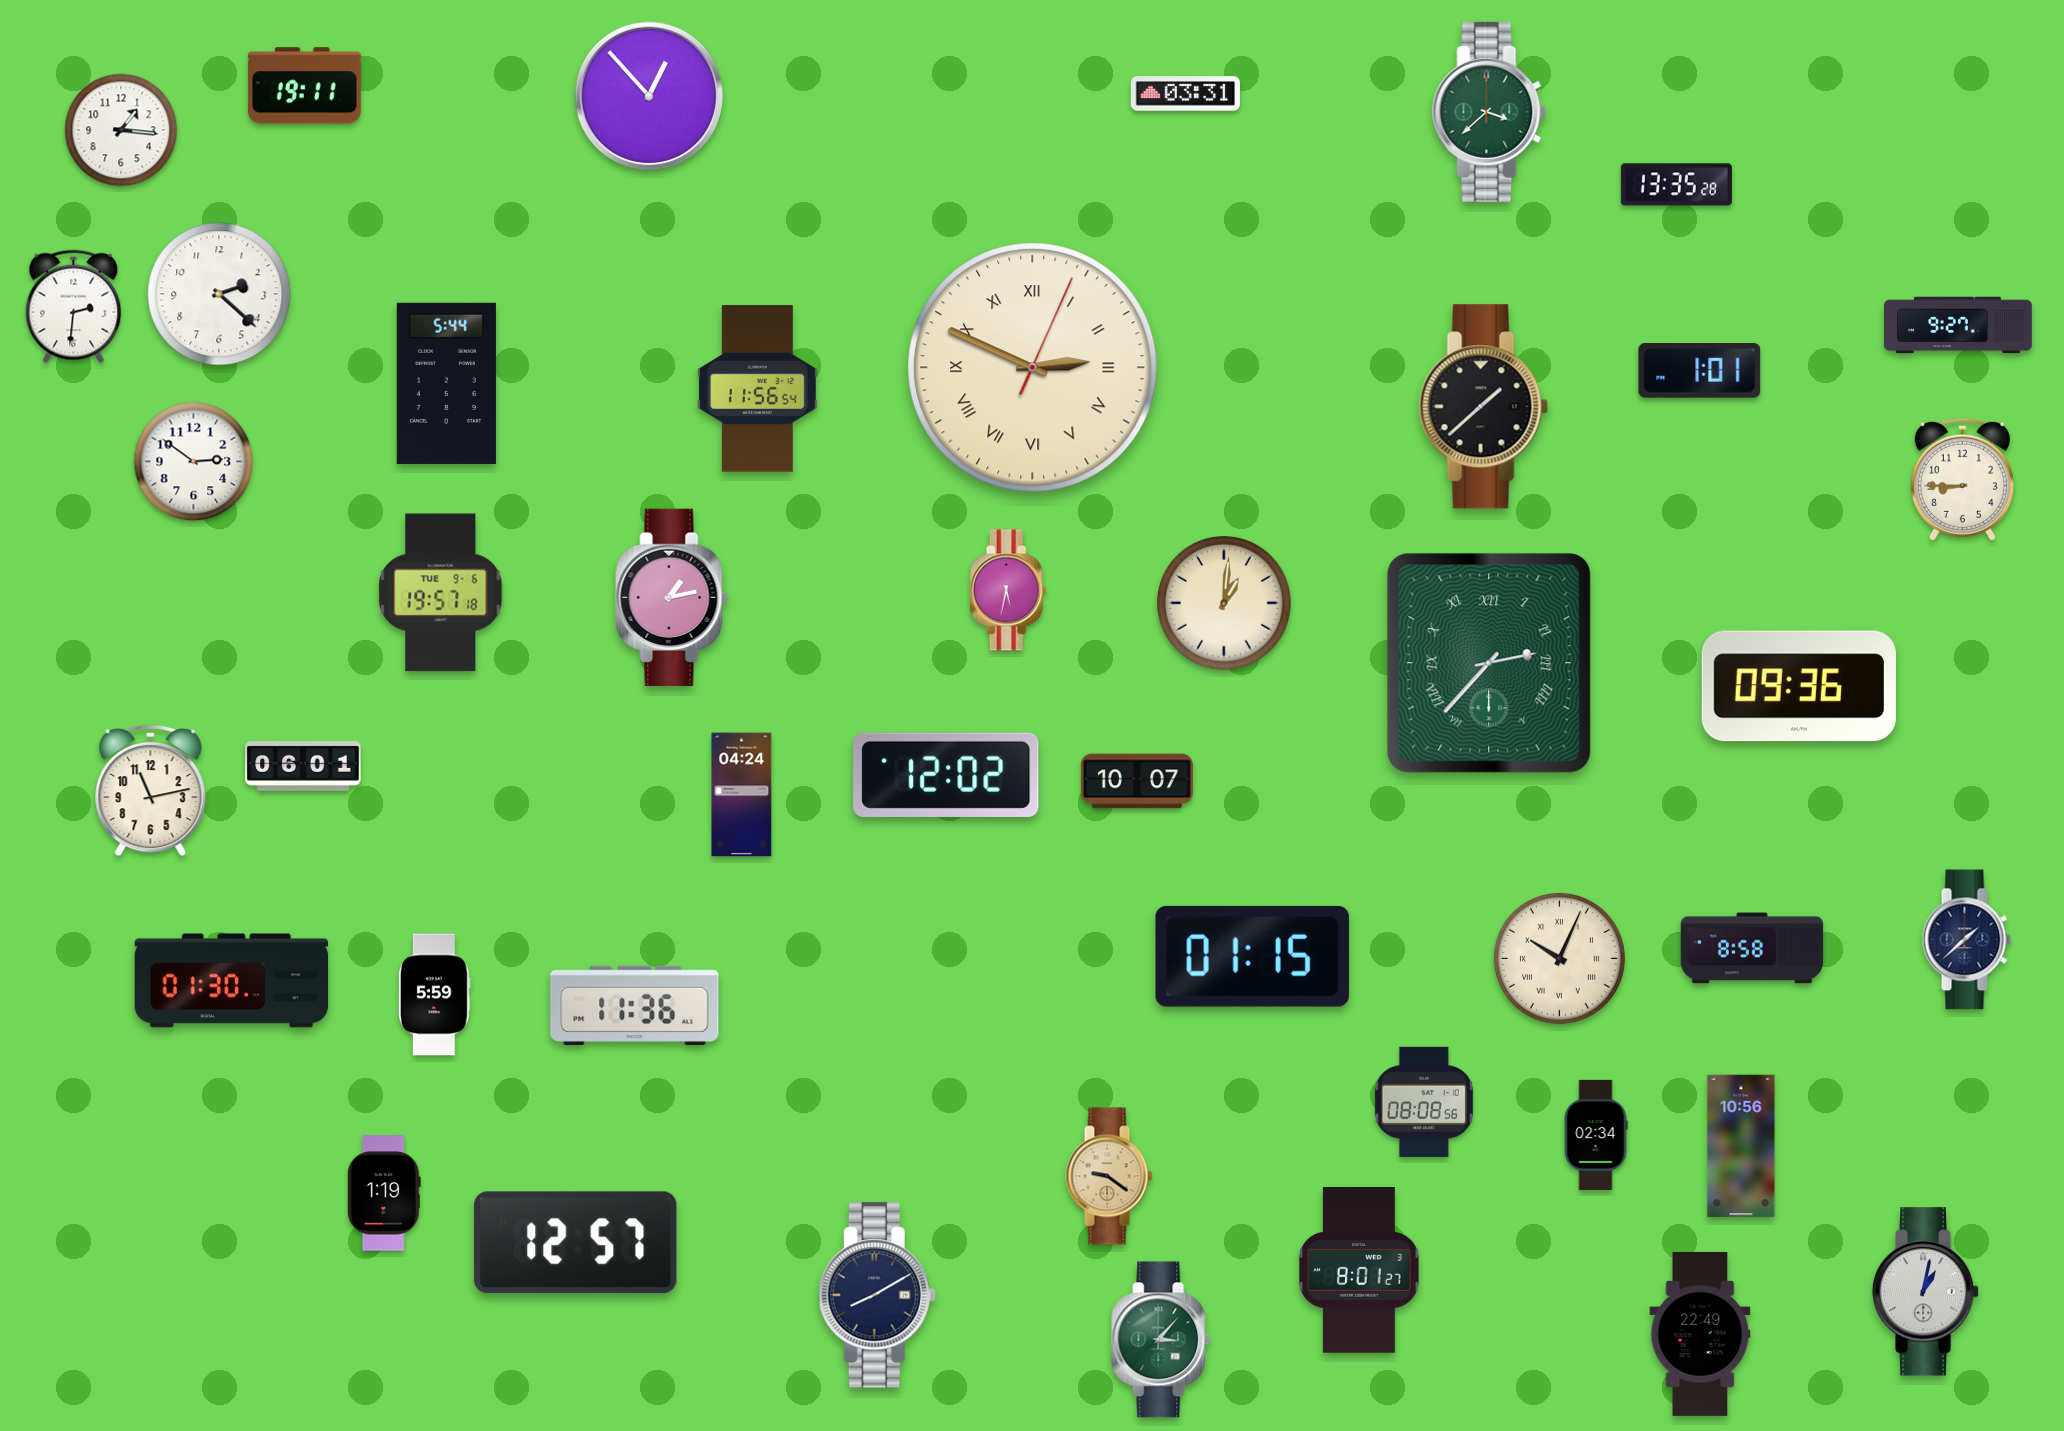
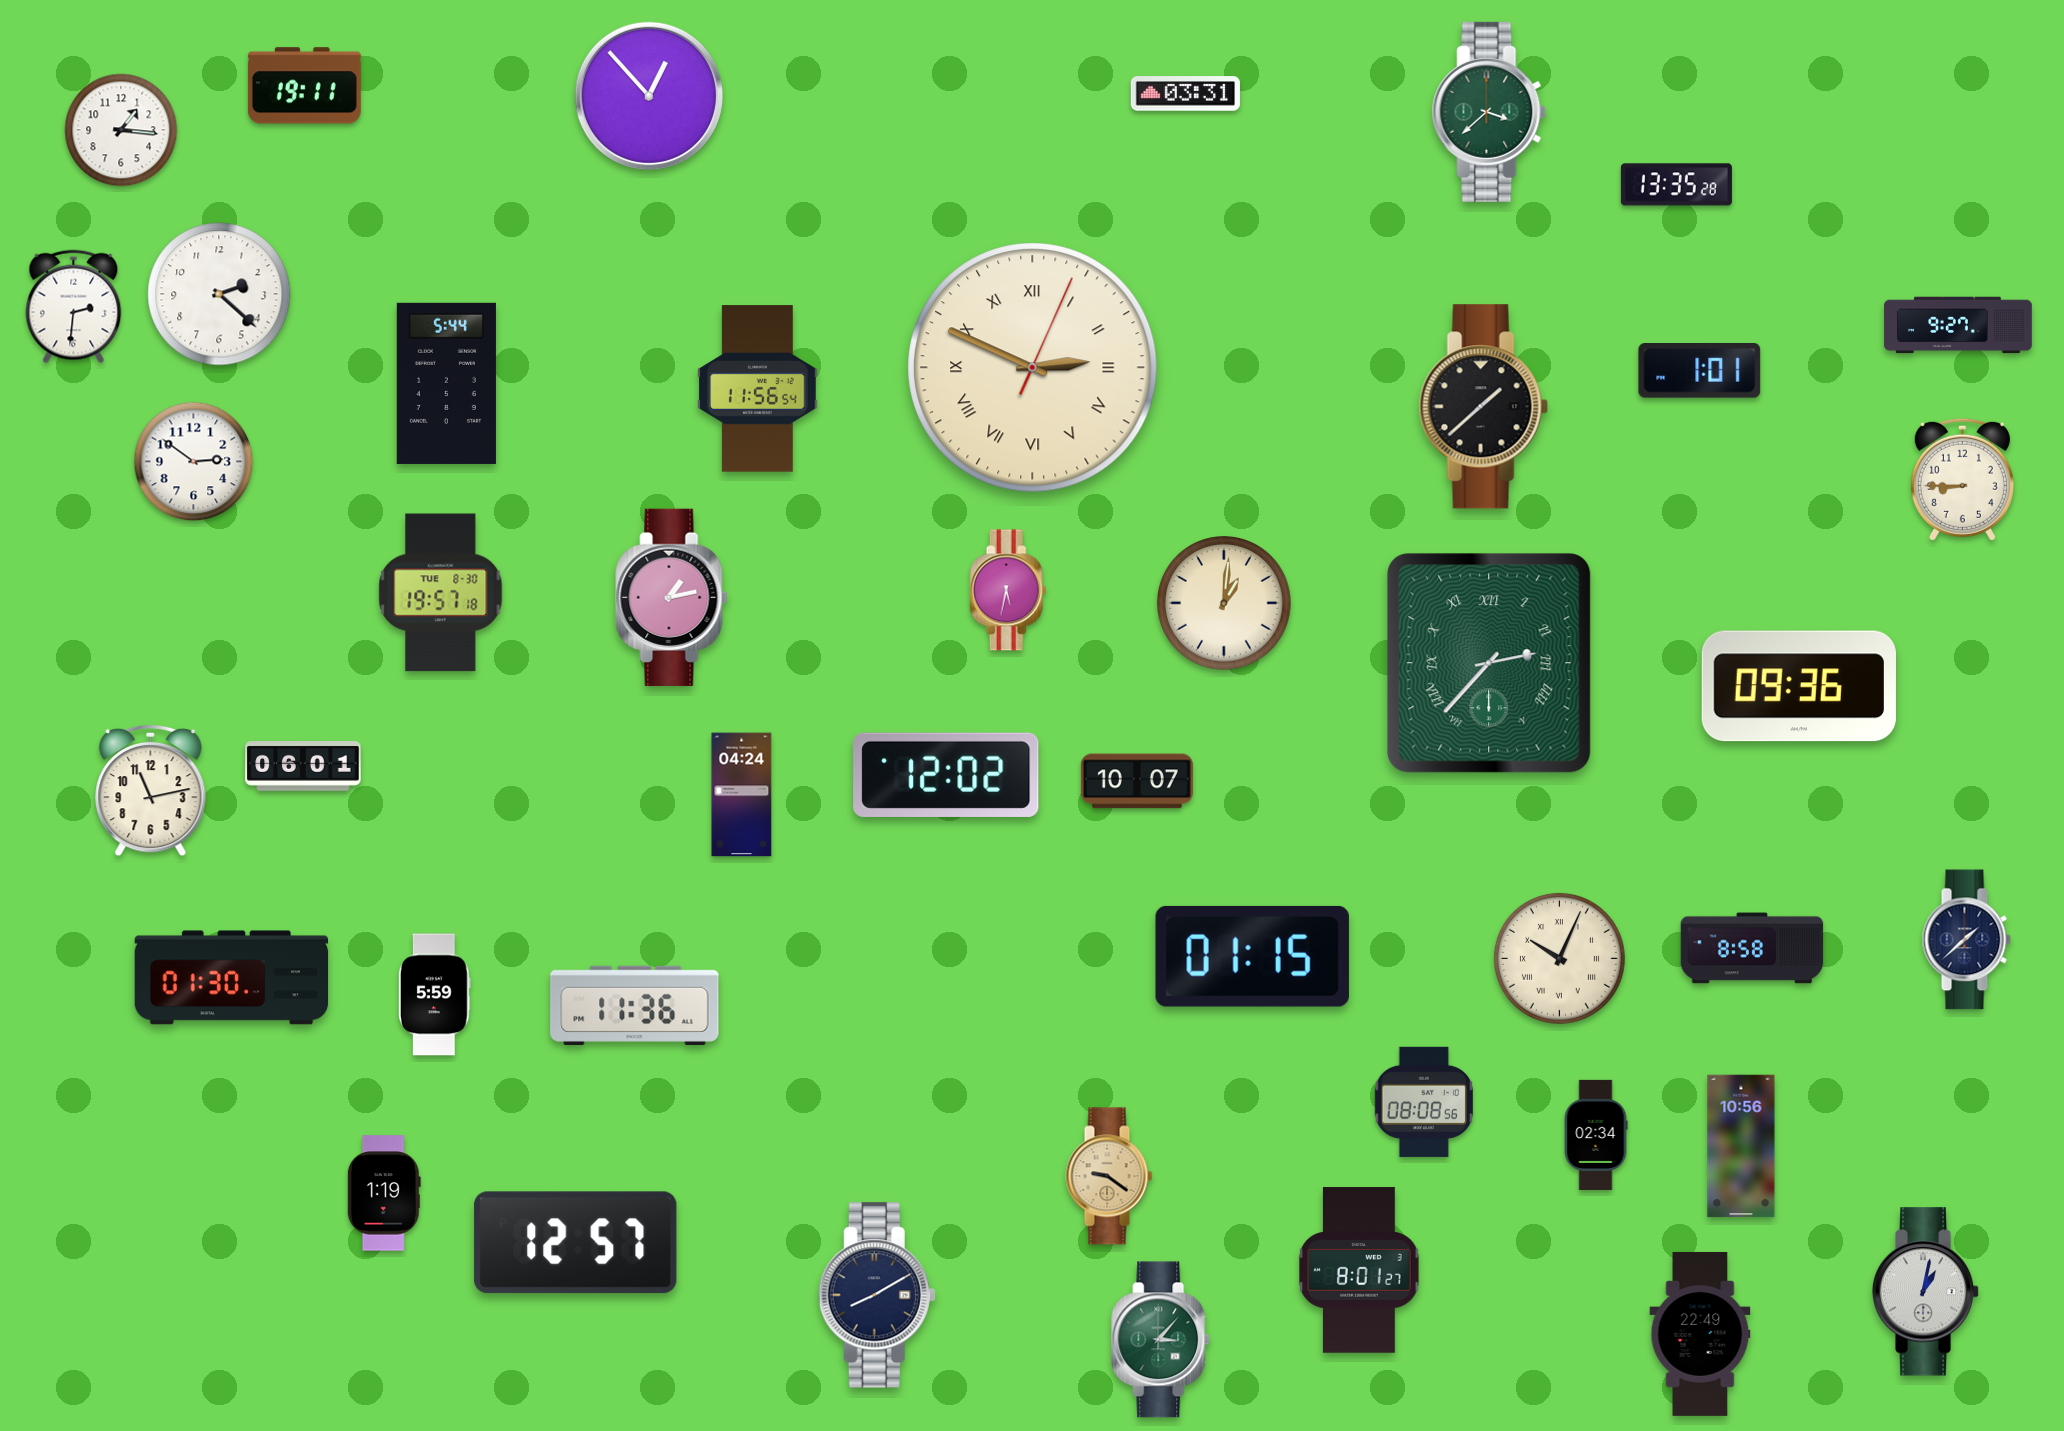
clock at (441, 593) date: TUE 9-6 -> TUE 8-30
clock at (232, 981) position: (232, 981) -> (232, 978)
